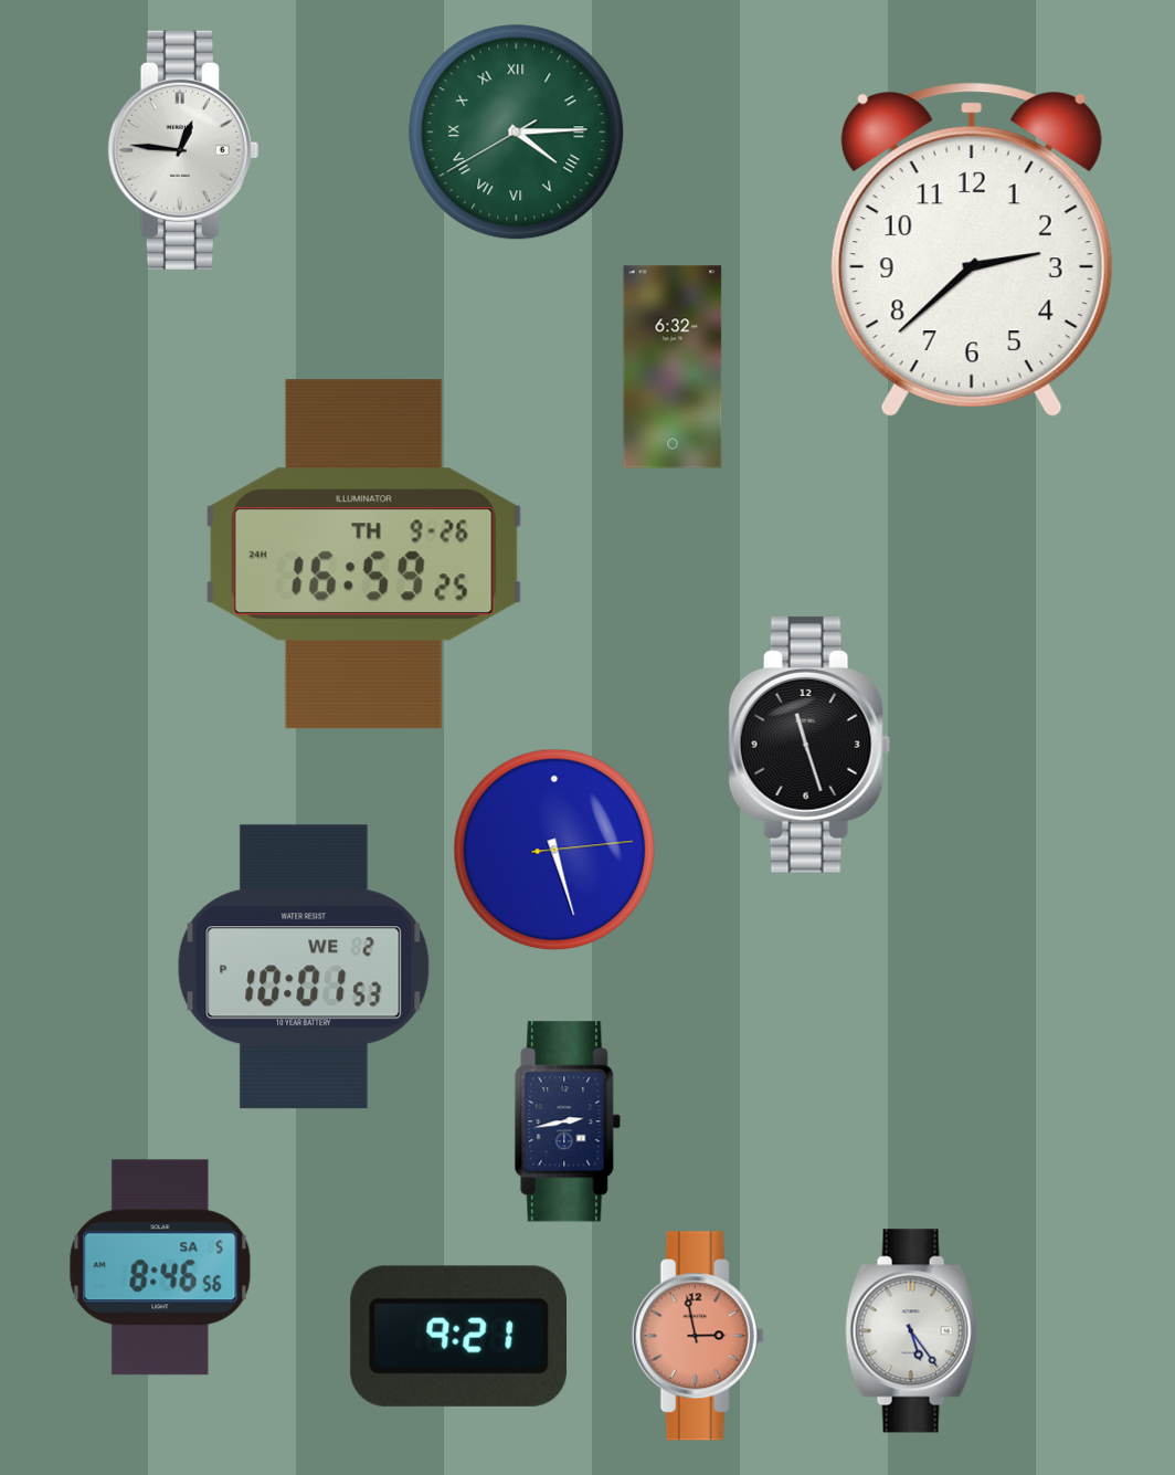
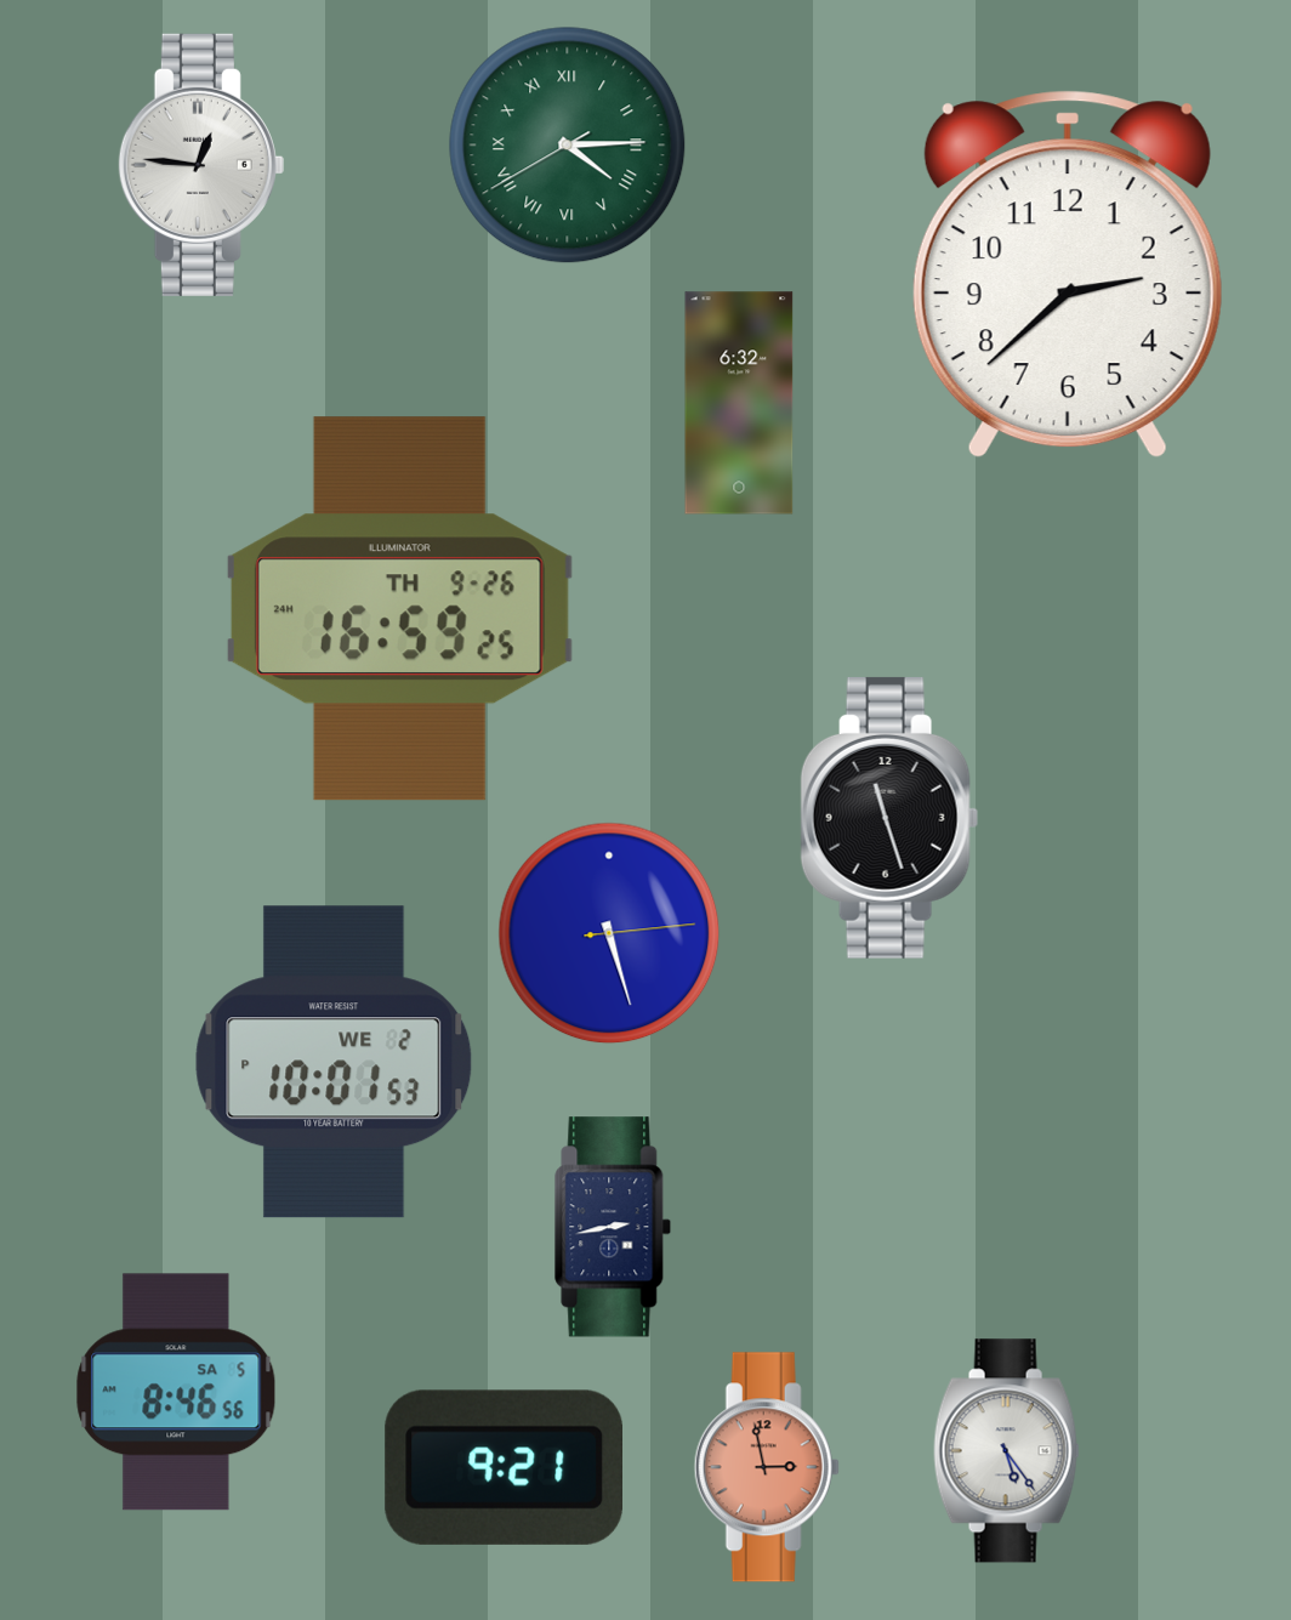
clock at (568, 1121) position: (568, 1121) -> (613, 1227)
clock at (912, 1331) position: (912, 1331) -> (1007, 1451)
